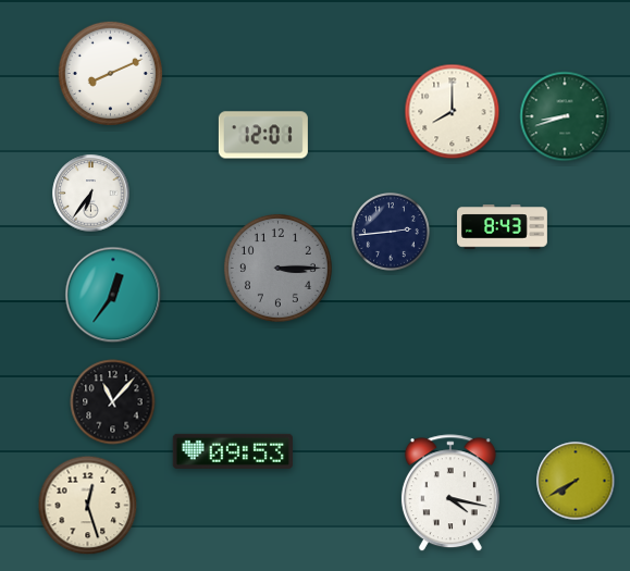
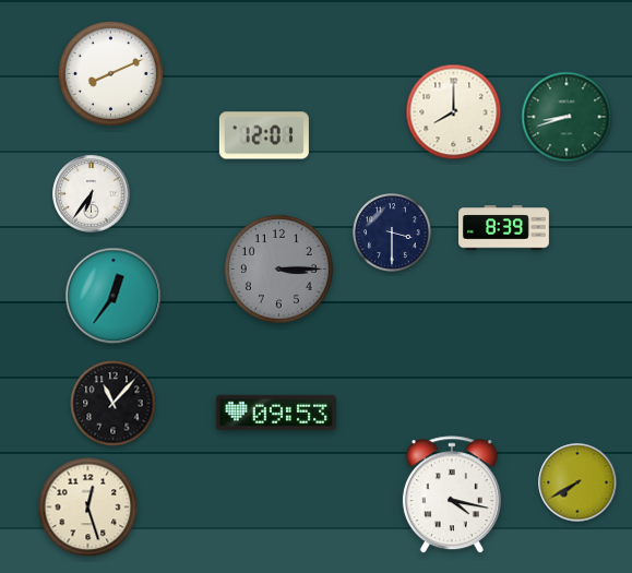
clock at (503, 227): 8:43 -> 8:39
clock at (392, 233): 2:44 -> 3:30
clock at (232, 451) position: (232, 451) -> (275, 413)
